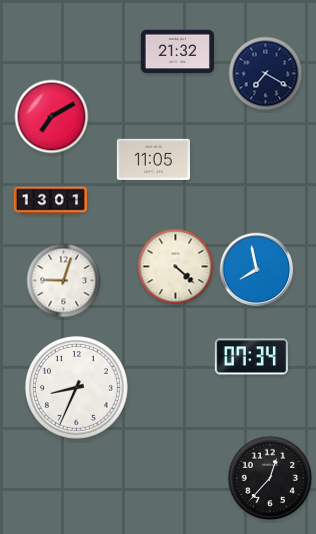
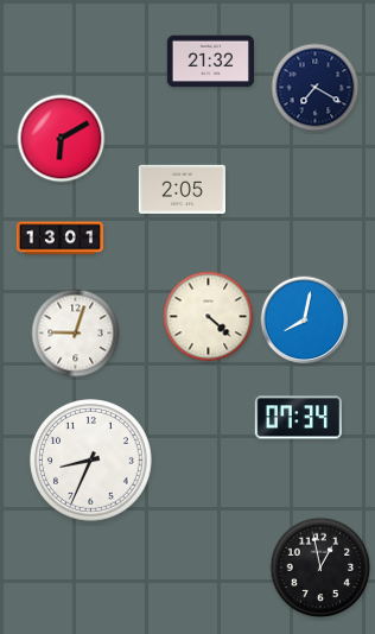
clock at (52, 117): 7:10 -> 6:10
clock at (153, 159): 11:05 -> 2:05
clock at (257, 270): 7:58 -> 8:02
clock at (251, 357) position: (251, 357) -> (298, 418)
clock at (270, 478): 12:37 -> 12:58
